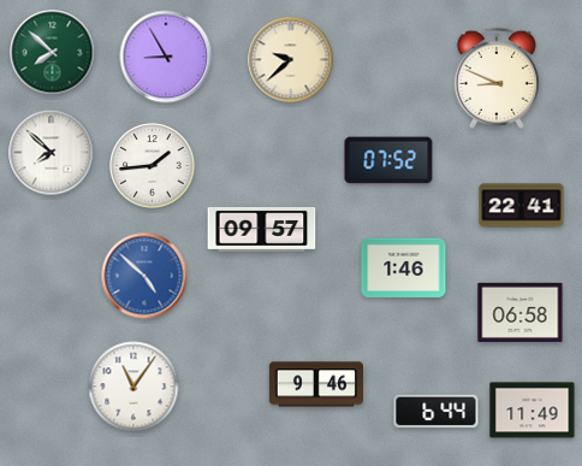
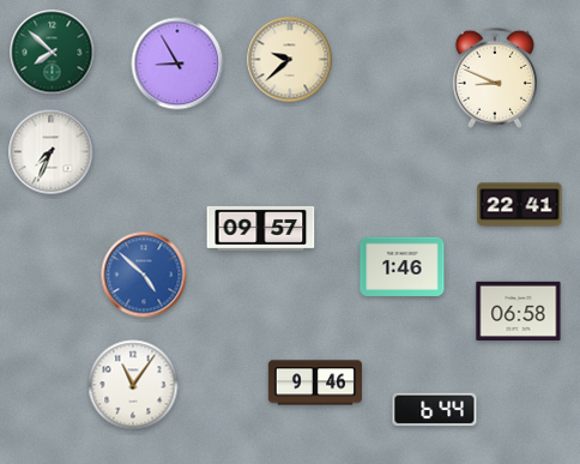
clock at (166, 57) position: (166, 57) -> (177, 64)
clock at (52, 153): 7:52 -> 7:34
clock at (388, 160): 07:52 -> none
clock at (153, 166): 1:44 -> none
clock at (533, 411): 11:49 -> none
